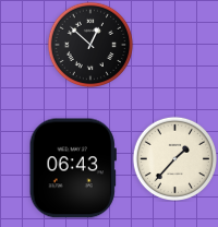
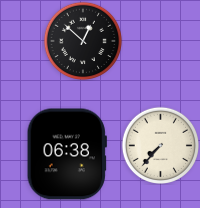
clock at (174, 158): 1:37 -> 7:37
clock at (73, 168): 06:43 -> 06:38
